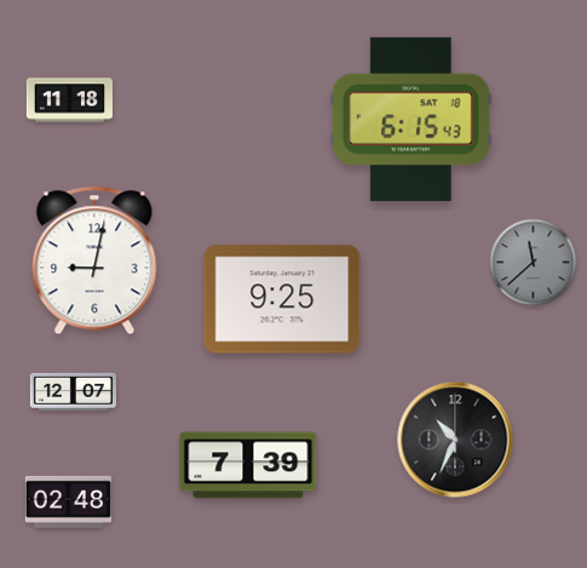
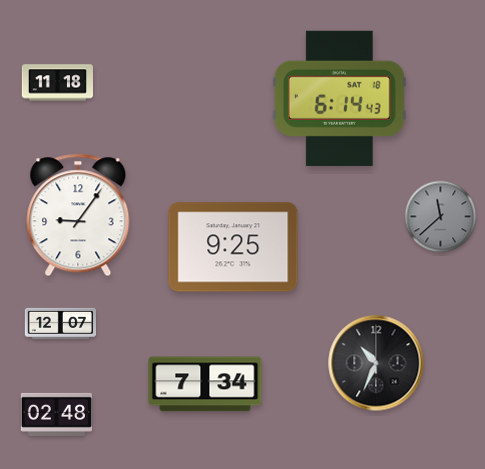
clock at (410, 119): 6:15 -> 6:14
clock at (94, 260): 9:02 -> 9:06
clock at (248, 465): 7:39 -> 7:34
